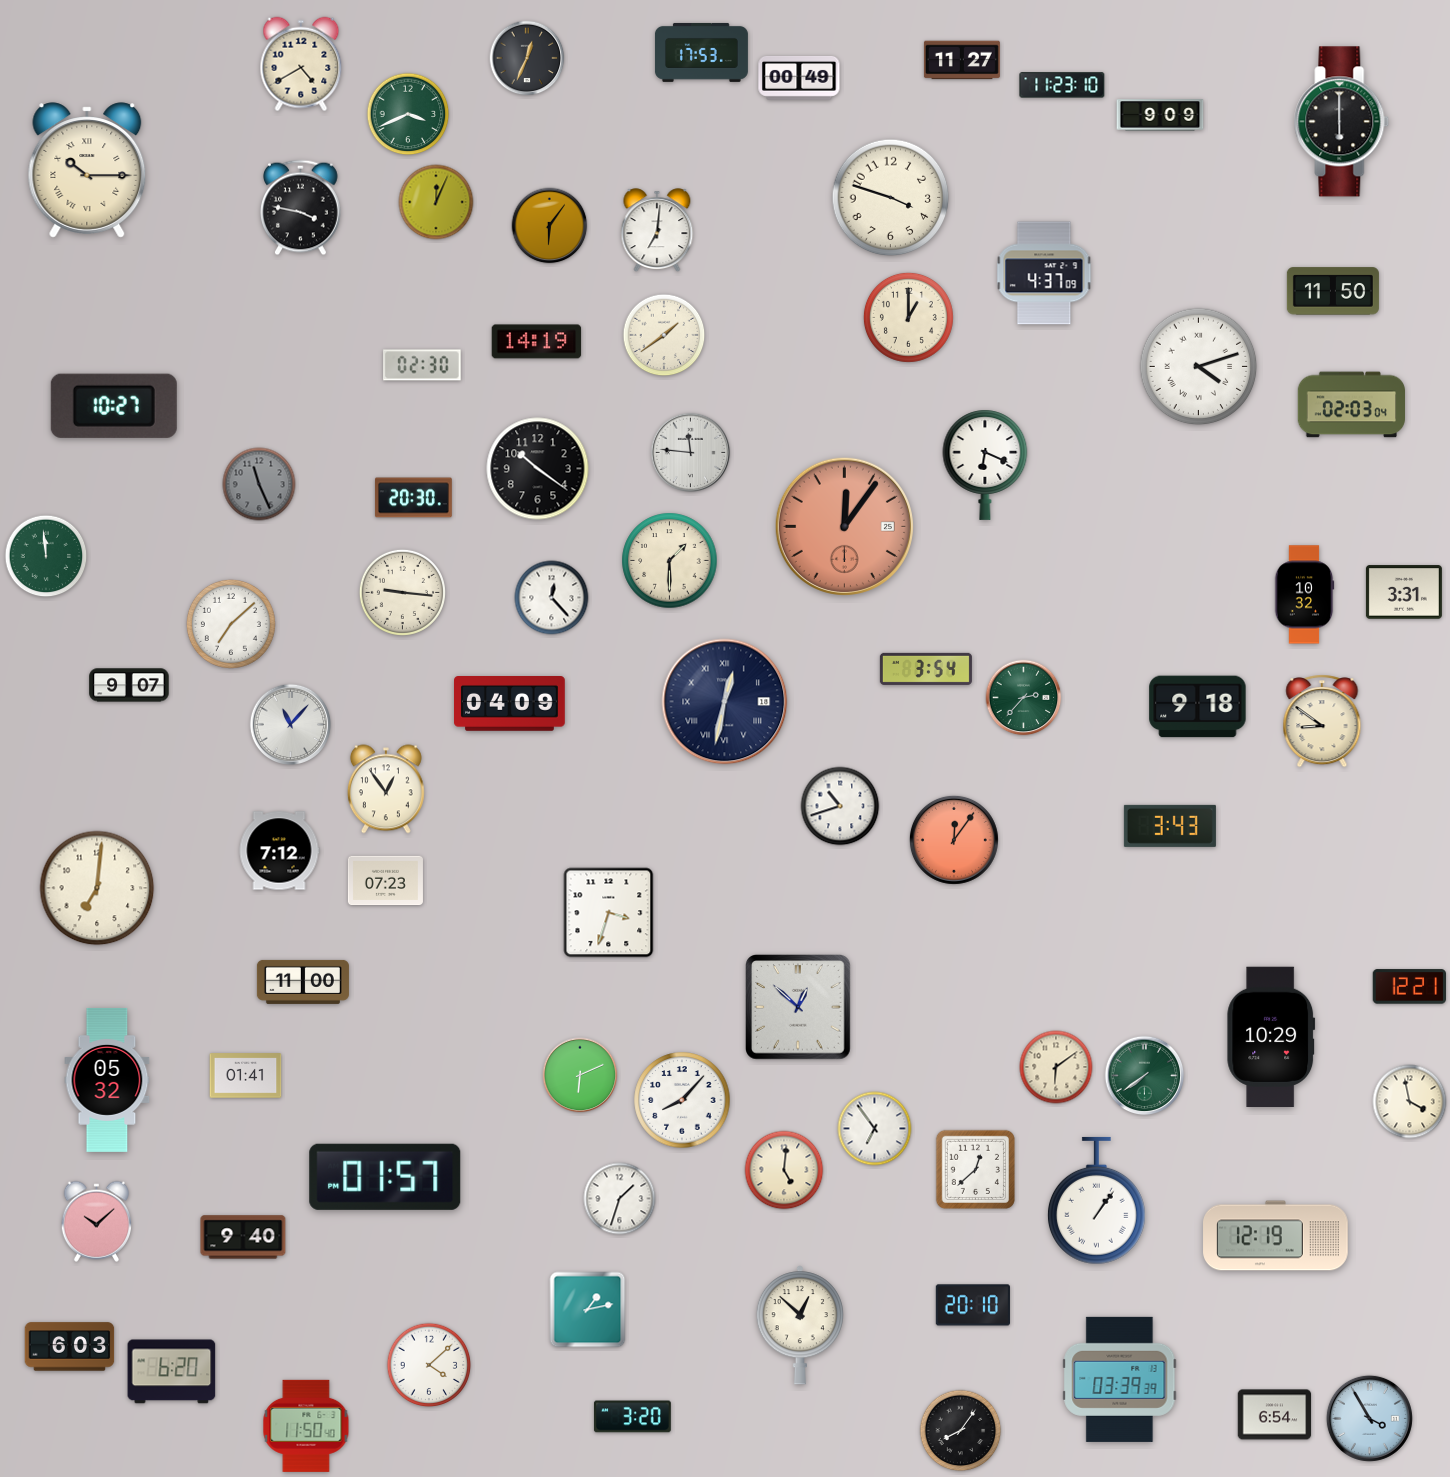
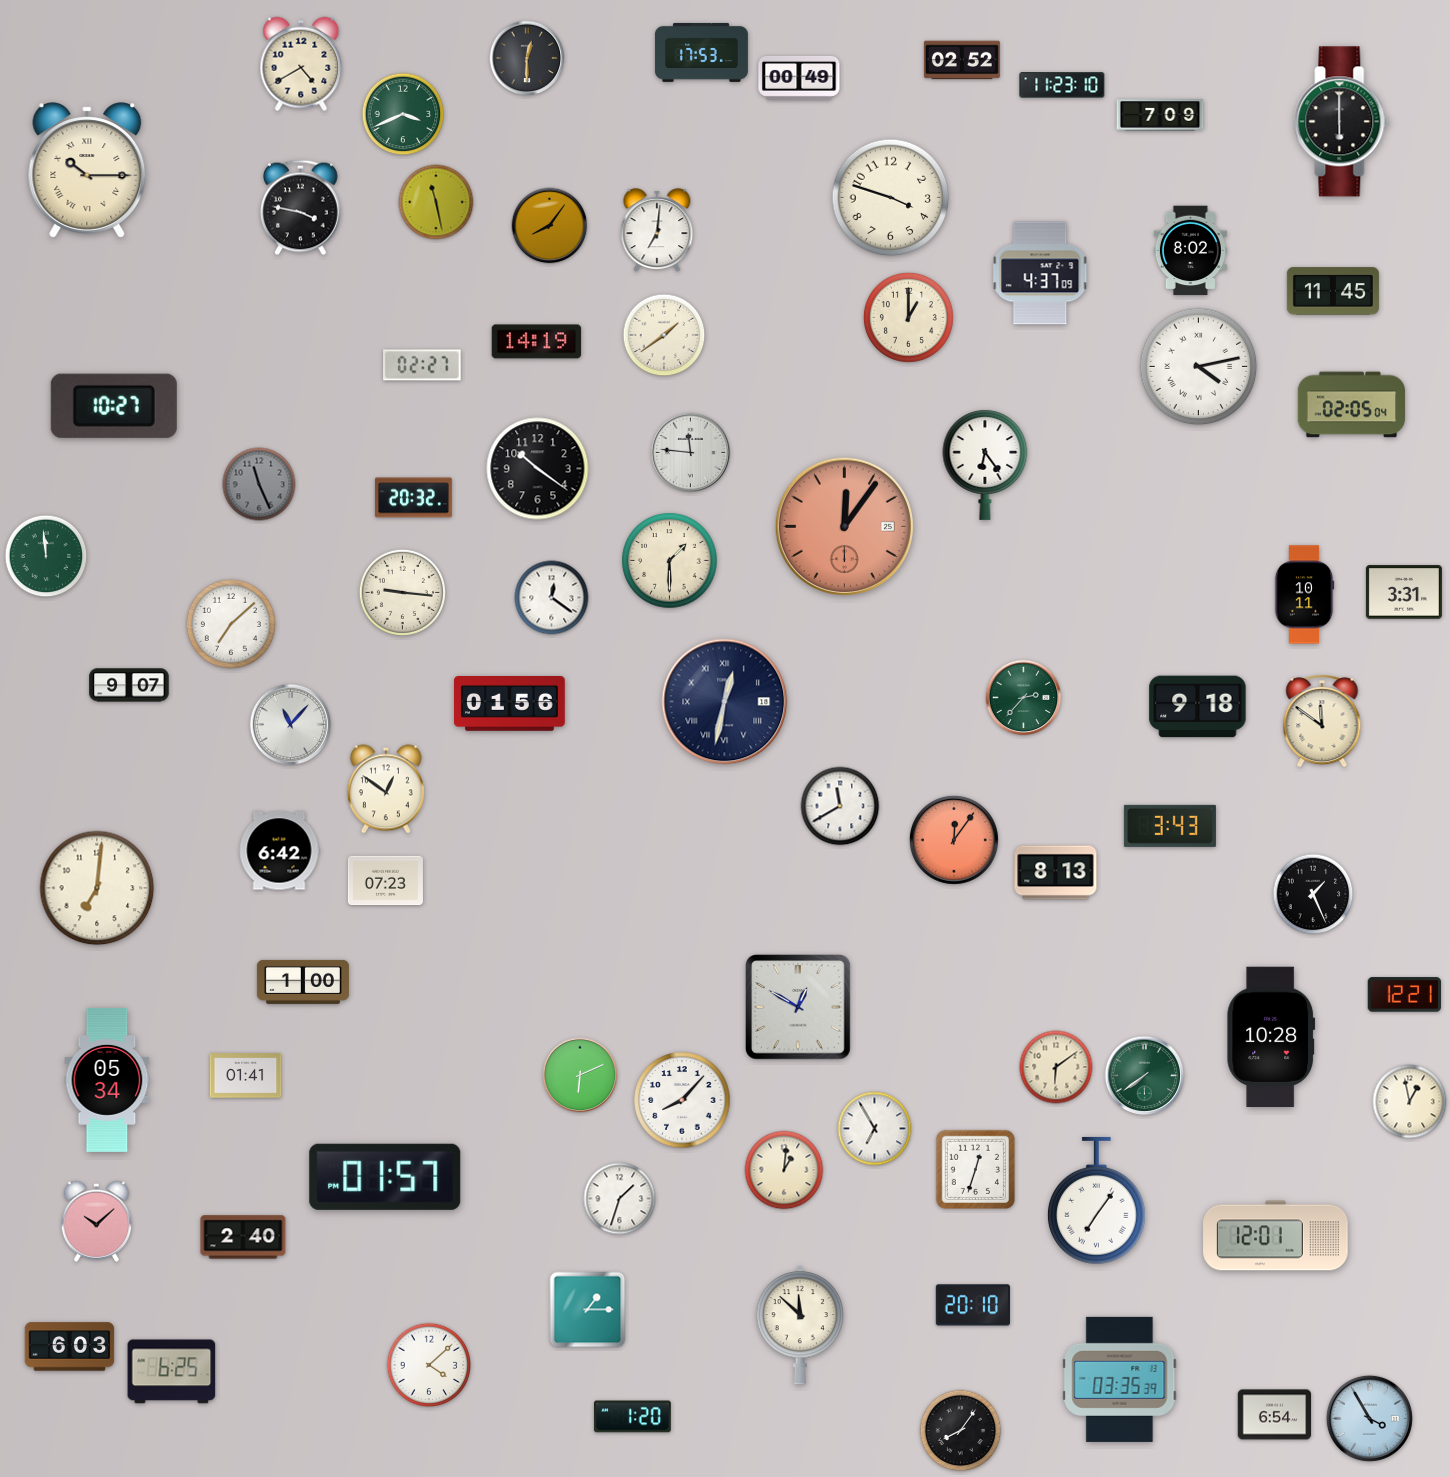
clock at (527, 58): 12:34 -> 12:30
clock at (962, 60): 11:27 -> 02:52
clock at (408, 114) position: (408, 114) -> (403, 114)
clock at (1160, 115): 9:09 -> 7:09
clock at (436, 202): 12:04 -> 11:28
clock at (550, 226): 6:06 -> 8:06
clock at (1190, 251): none -> 8:02
clock at (1044, 273) position: (1044, 273) -> (1040, 273)
clock at (1333, 291): 11:50 -> 11:45
clock at (422, 365): 02:30 -> 02:27
clock at (1199, 367): 4:12 -> 4:13
clock at (1351, 405): 02:03 -> 02:05
clock at (985, 465): 6:19 -> 6:24
clock at (413, 498): 20:30 -> 20:32
clock at (1304, 595): 10:32 -> 10:11
clock at (552, 598): 12:23 -> 12:21
clock at (926, 669): 3:54 -> none
clock at (510, 704): 04:09 -> 01:56
clock at (1322, 721): 8:51 -> 11:51
clock at (386, 789): 12:54 -> 12:51
clock at (840, 806): 10:42 -> 11:40
clock at (279, 851): 7:12 -> 6:42
clock at (1056, 873): none -> 8:13
clock at (1313, 894): none -> 1:26
clock at (609, 913): 3:33 -> none
clock at (303, 982): 11:00 -> 1:00
clock at (1410, 987) position: (1410, 987) -> (1405, 995)
clock at (798, 1007): 12:52 -> 12:50
clock at (1271, 1036): 10:29 -> 10:28
clock at (107, 1080): 05:32 -> 05:34
clock at (1410, 1102): 3:58 -> 12:58
clock at (875, 1129): 6:54 -> 6:55
clock at (975, 1169): 12:38 -> 12:33
clock at (784, 1170): 5:01 -> 1:01
clock at (1096, 1201): 1:06 -> 7:06
clock at (1276, 1236): 12:19 -> 12:01
clock at (243, 1237): 9:40 -> 2:40
clock at (588, 1310): 1:13 -> 1:15
clock at (800, 1325): 12:52 -> 11:52
clock at (172, 1372): 6:20 -> 6:25
clock at (1120, 1379): 03:39 -> 03:35
clock at (632, 1417): 3:20 -> 1:20
clock at (306, 1426): 11:50 -> none
